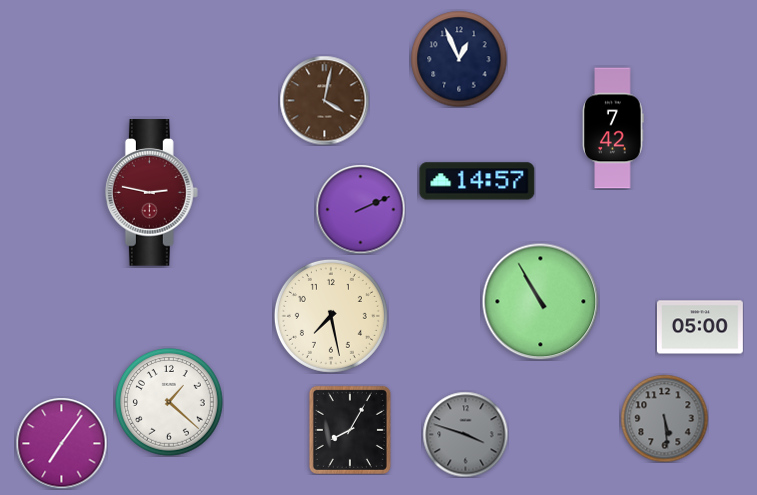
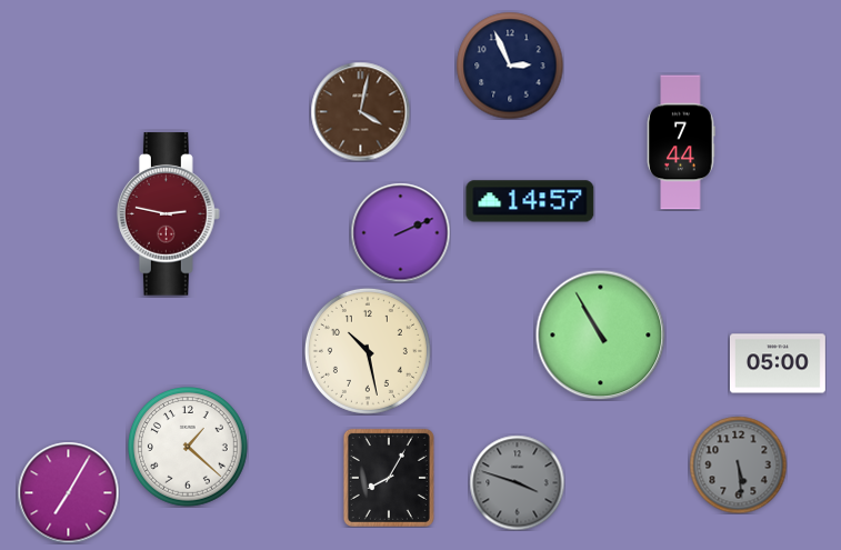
clock at (459, 59): 12:56 -> 2:56
clock at (613, 128): 7:42 -> 7:44
clock at (331, 316): 7:28 -> 10:28
clock at (61, 443): 7:06 -> 7:05
